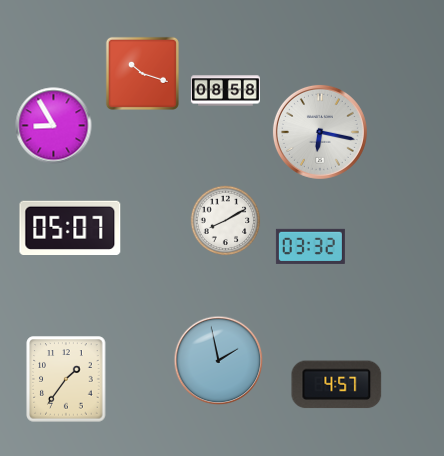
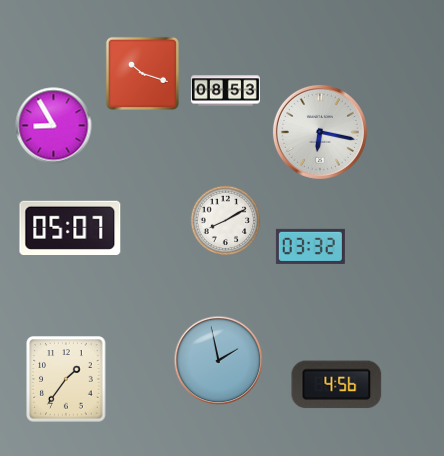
clock at (225, 91): 08:58 -> 08:53
clock at (337, 385): 4:57 -> 4:56
